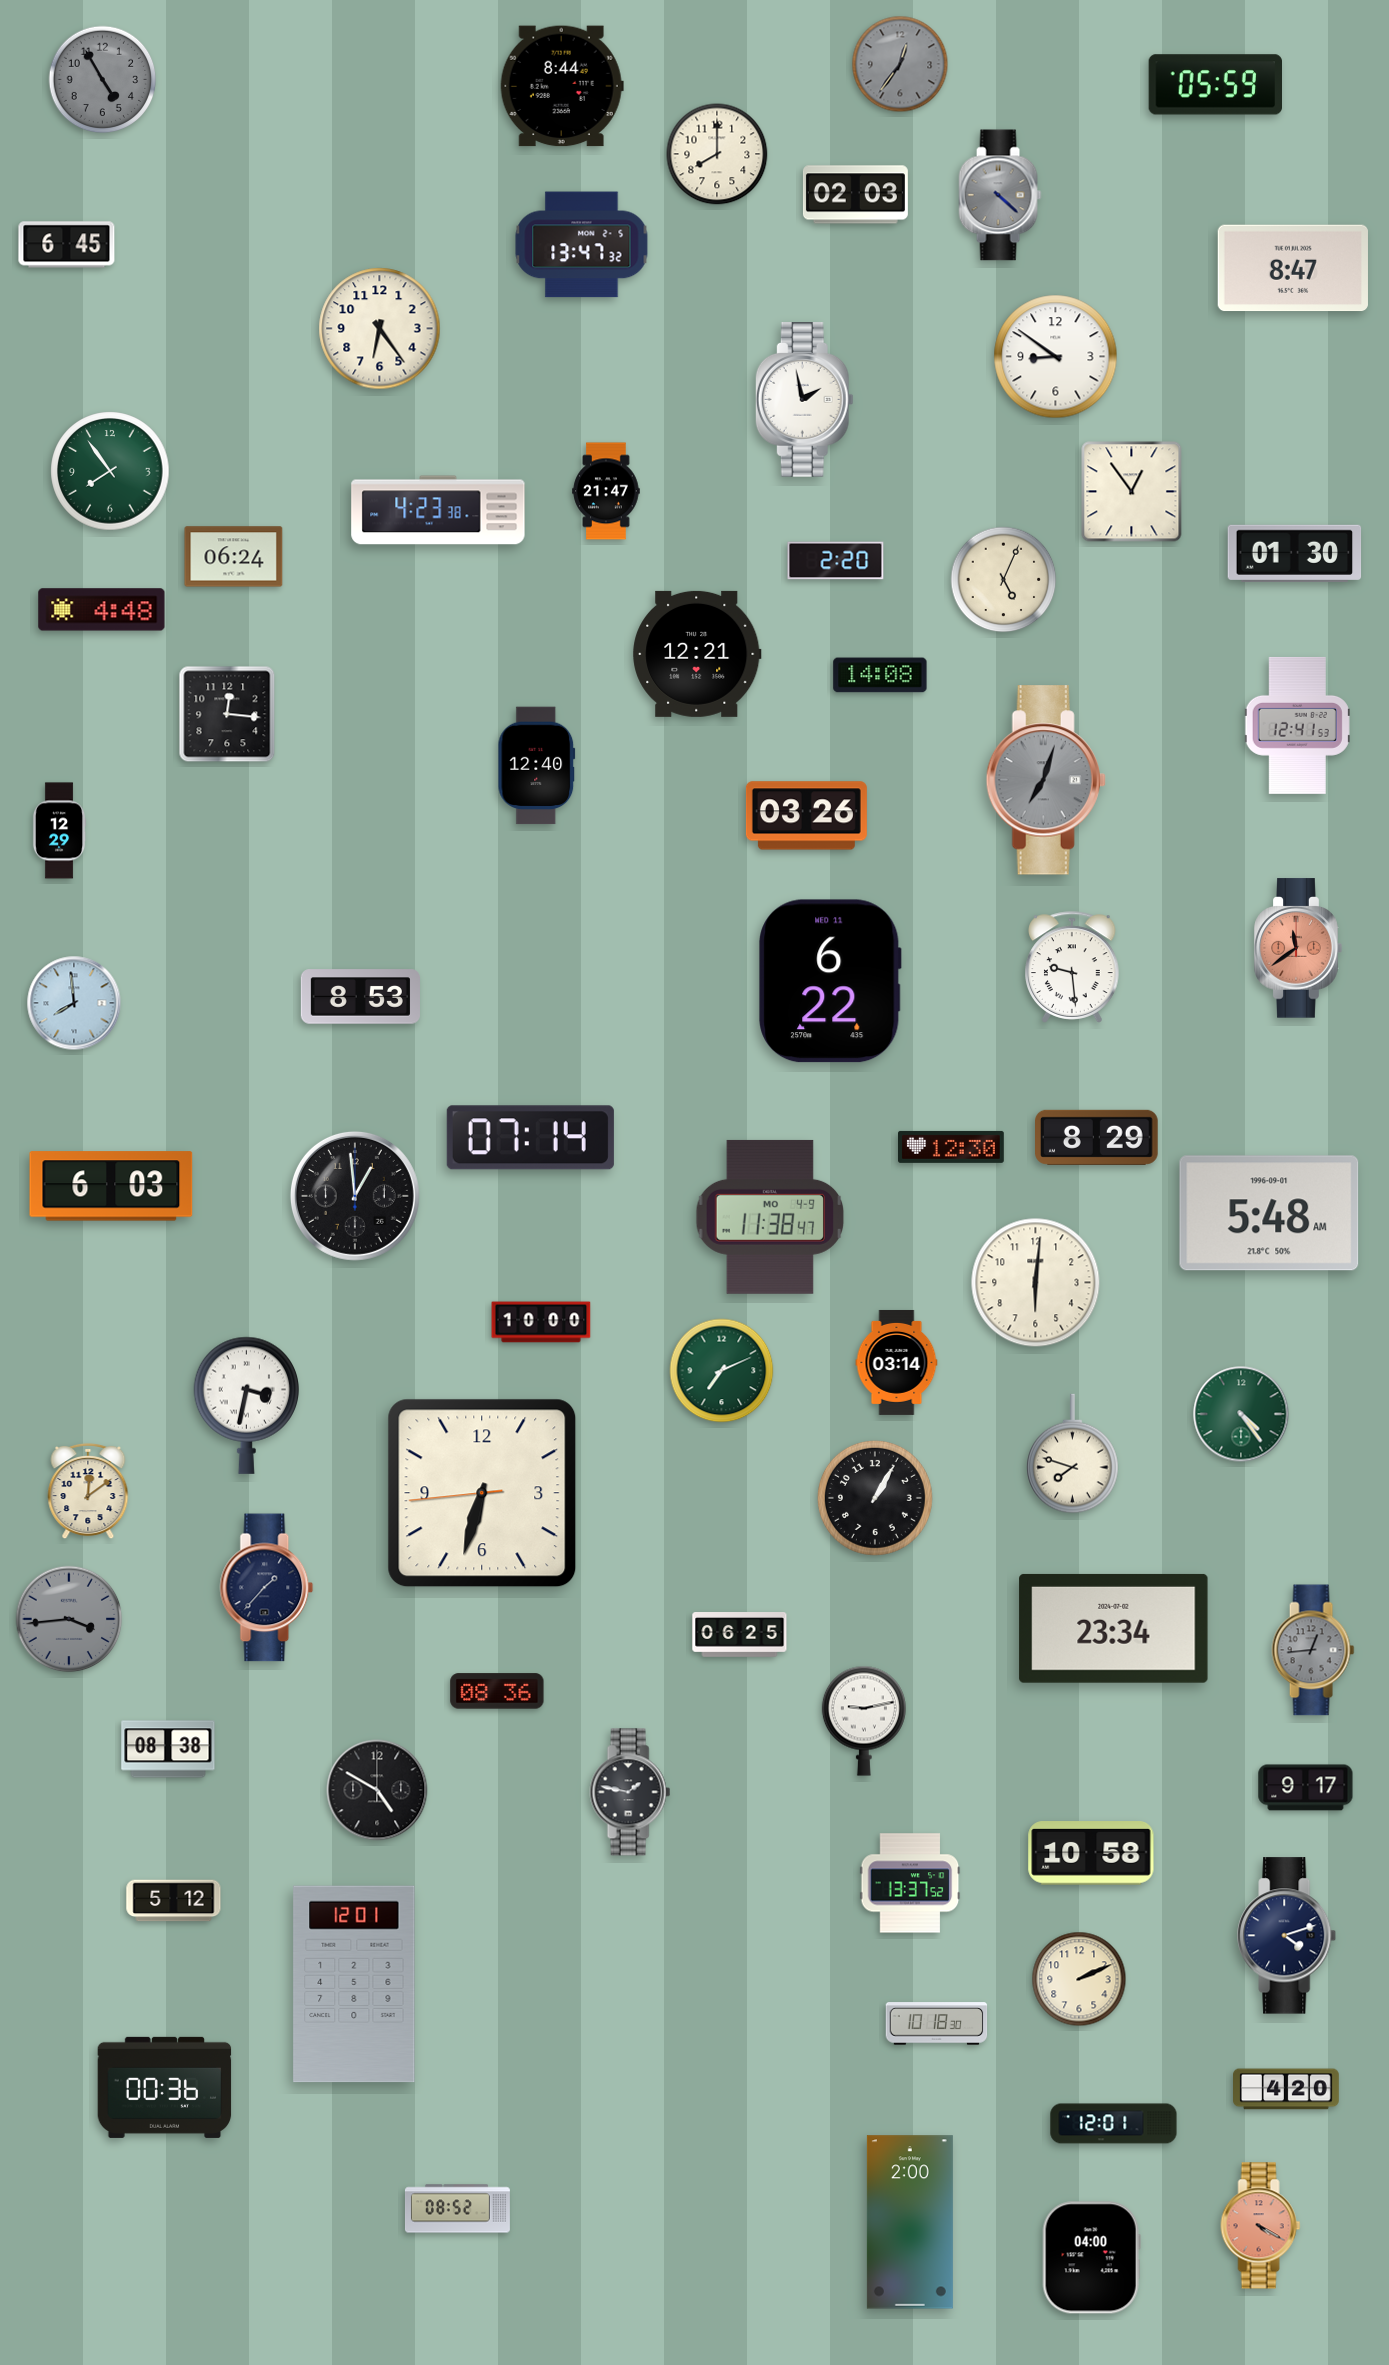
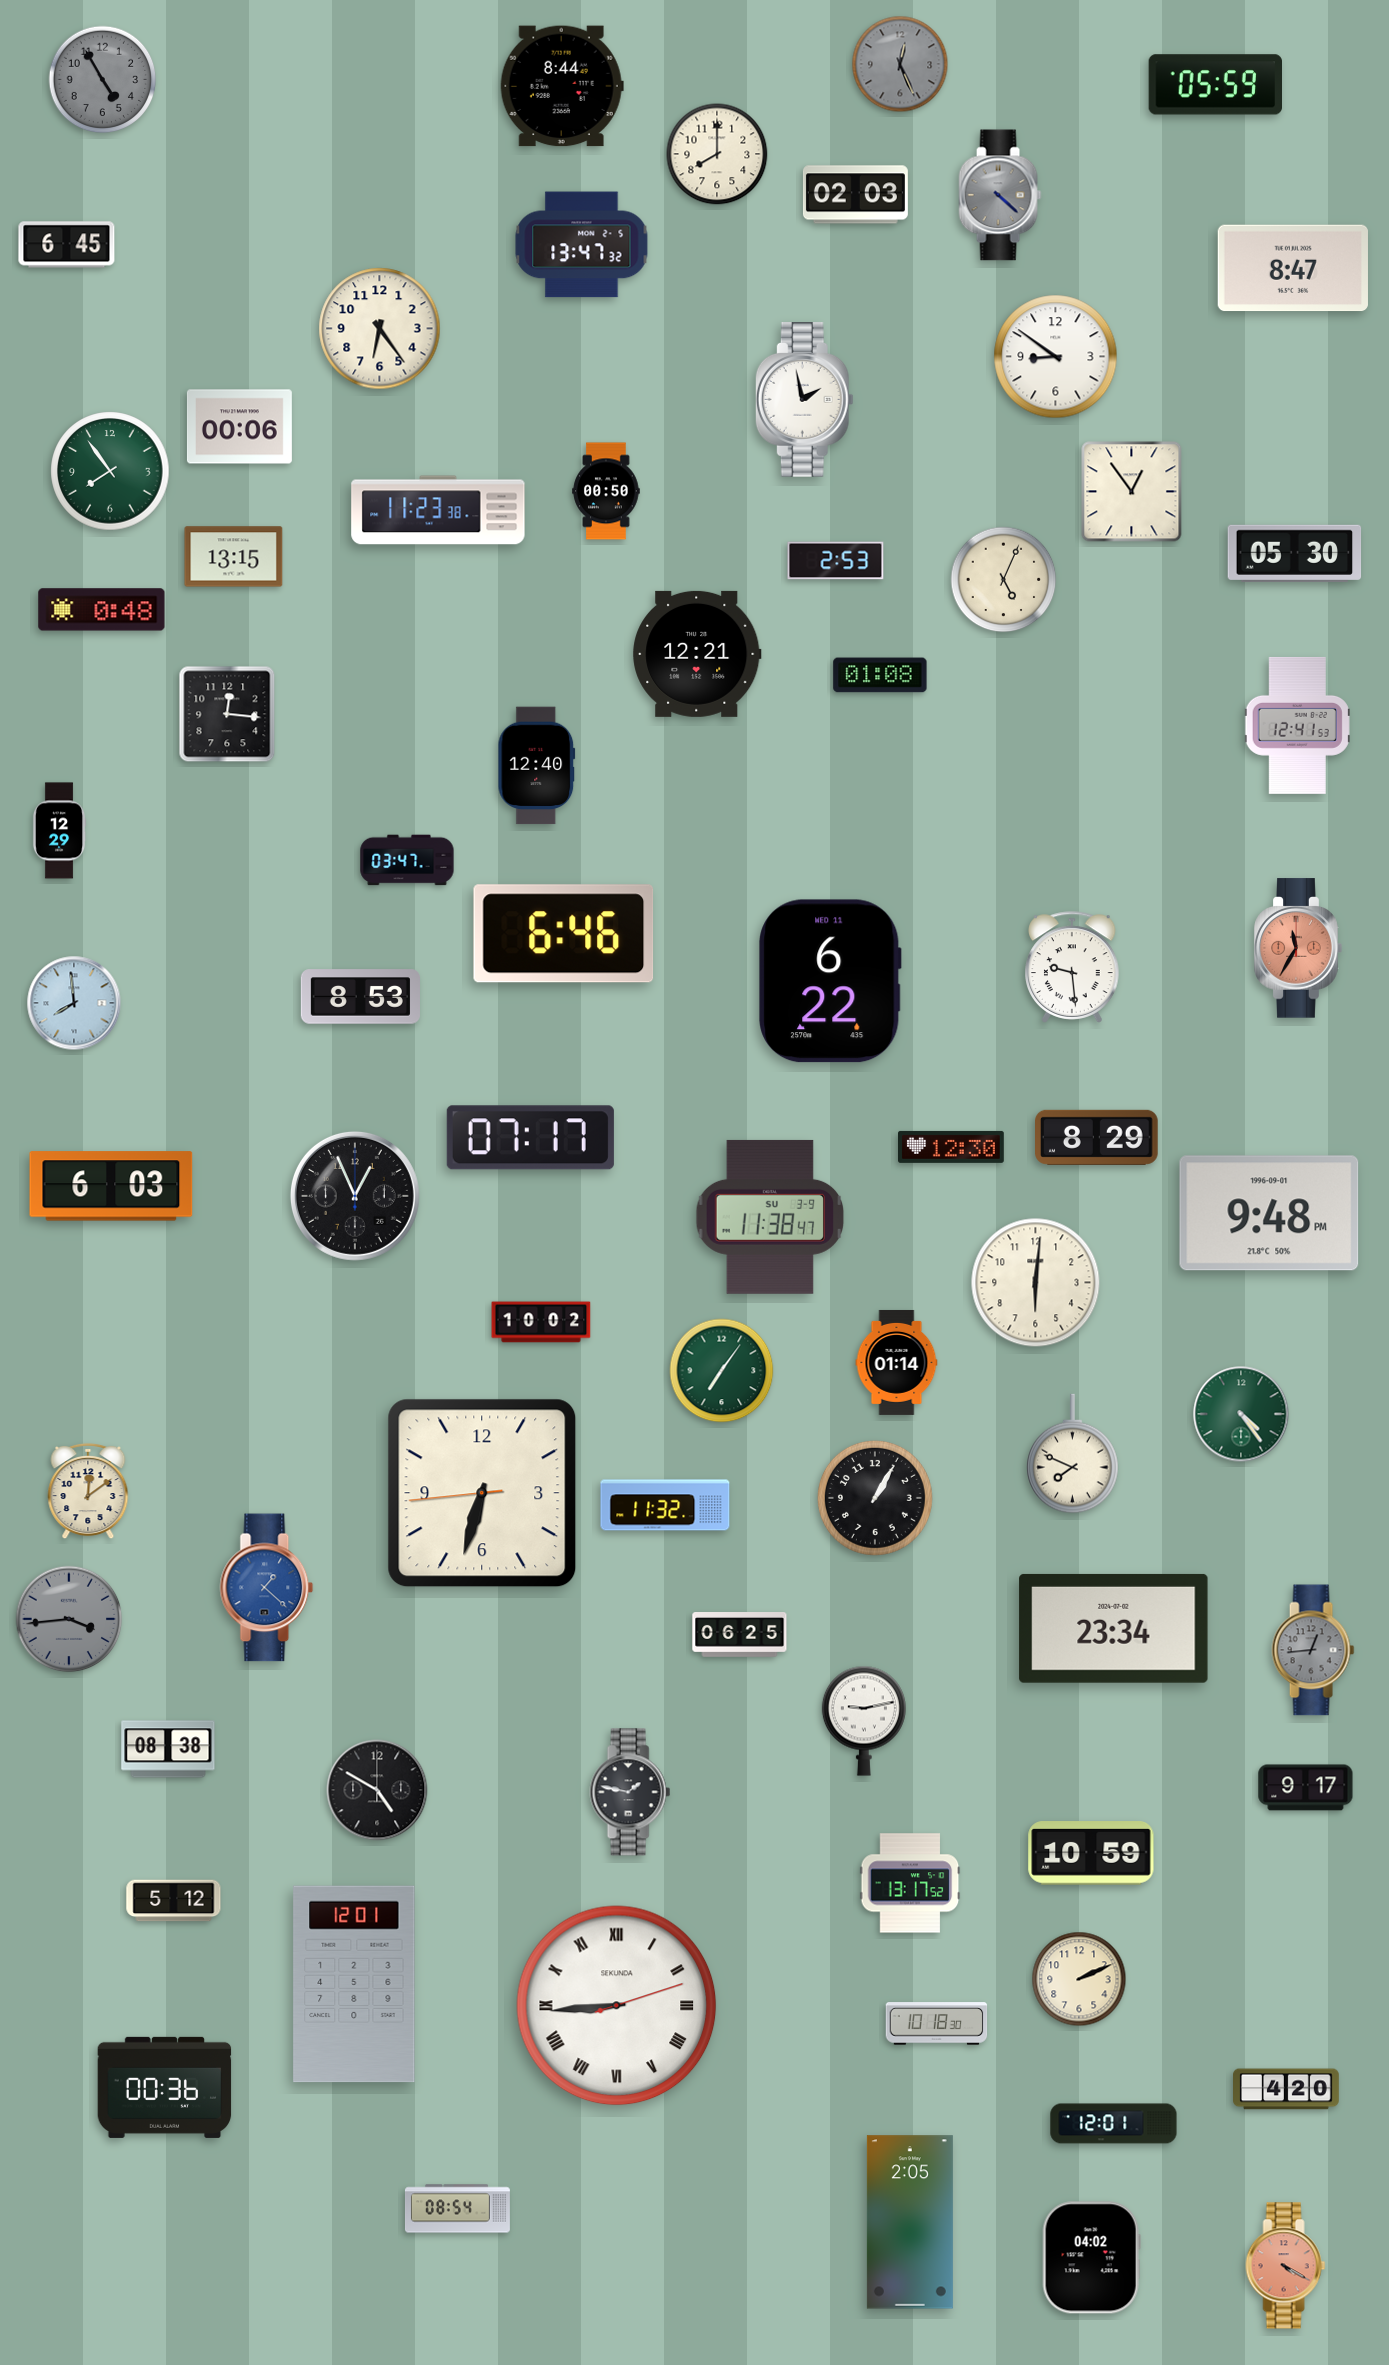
clock at (900, 64): 12:36 -> 12:26
clock at (239, 427): none -> 00:06
clock at (606, 491): 21:47 -> 00:50
clock at (438, 510): 4:23 -> 11:23
clock at (1295, 553): 01:30 -> 05:30
clock at (234, 557): 06:24 -> 13:15
clock at (836, 561): 2:20 -> 2:53
clock at (102, 610): 4:48 -> 0:48
clock at (880, 675): 14:08 -> 01:08
clock at (1046, 780): 7:03 -> none
clock at (806, 816): 03:26 -> none
clock at (407, 860): none -> 03:47
clock at (564, 934): none -> 6:46
clock at (1298, 948): 11:39 -> 11:35
clock at (530, 1138): 07:14 -> 07:17
clock at (355, 1196): 12:59 -> 12:56
clock at (1269, 1213): 5:48 -> 9:48
clock at (770, 1217) date: MO 4-9 -> SU 3-9
clock at (541, 1322): 10:00 -> 10:02
clock at (897, 1362): 03:14 -> 01:14
clock at (722, 1371): 7:11 -> 7:06
clock at (247, 1405): 3:32 -> none
clock at (1073, 1454): 7:48 -> 7:49
clock at (665, 1505): none -> 11:32
clock at (267, 1588): 1:37 -> 1:22
clock at (267, 1588) dial: navy -> blue
clock at (497, 1691): 08:36 -> none
clock at (1091, 1853): 10:58 -> 10:59
clock at (910, 1883): 13:37 -> 13:17
clock at (1287, 1936): 4:12 -> none
clock at (617, 2006): none -> 8:44
clock at (457, 2209): 08:52 -> 08:54
clock at (910, 2222): 2:00 -> 2:05
clock at (1261, 2226) position: (1261, 2226) -> (1286, 2266)
clock at (1091, 2258): 04:00 -> 04:02
